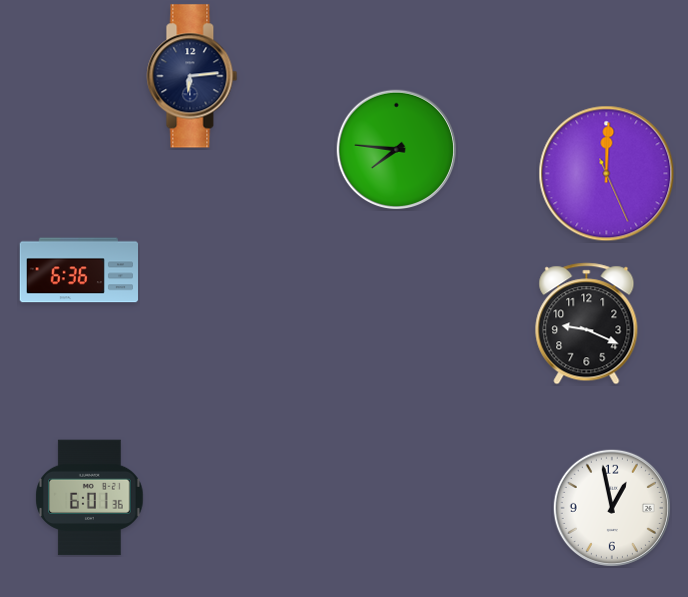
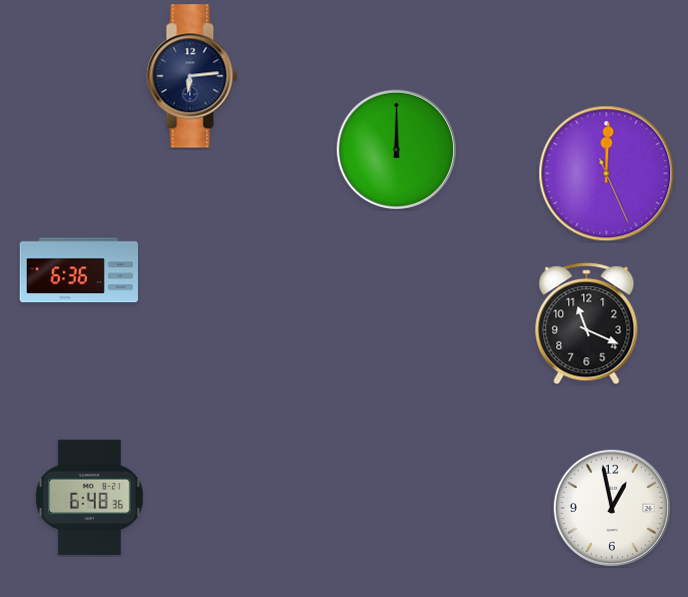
clock at (397, 150): 7:46 -> 12:00
clock at (587, 324): 9:19 -> 11:19
clock at (90, 498): 6:01 -> 6:48
